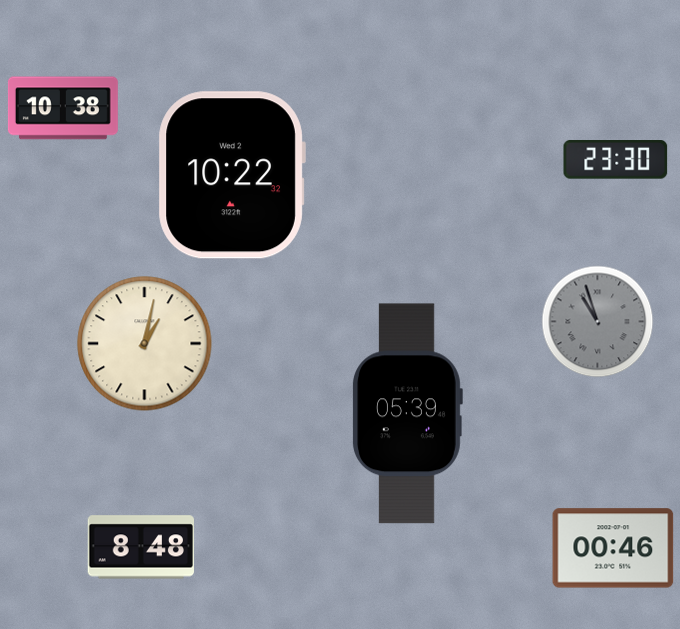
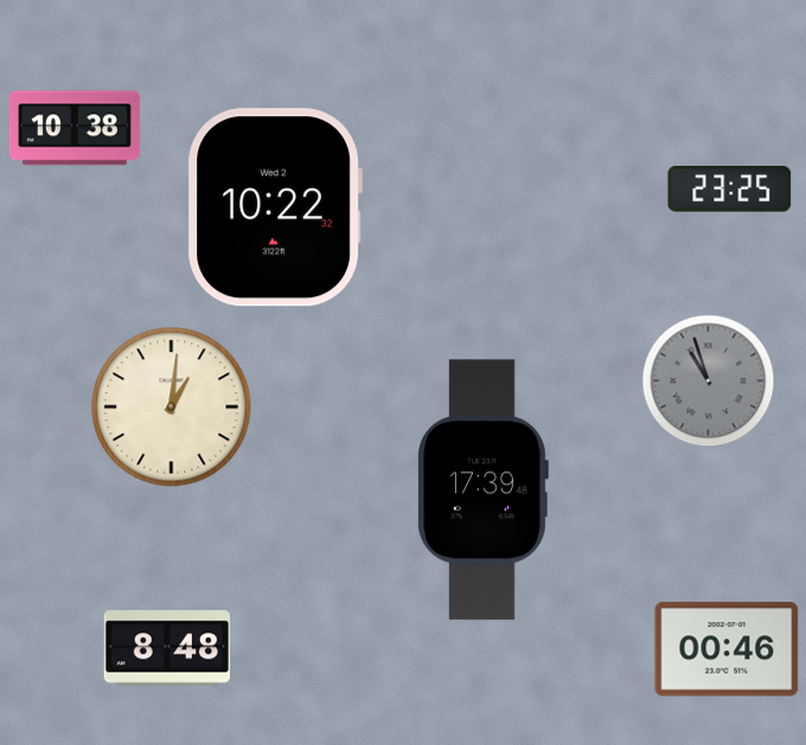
clock at (616, 160): 23:30 -> 23:25
clock at (145, 344): 1:02 -> 1:01
clock at (408, 414): 05:39 -> 17:39
